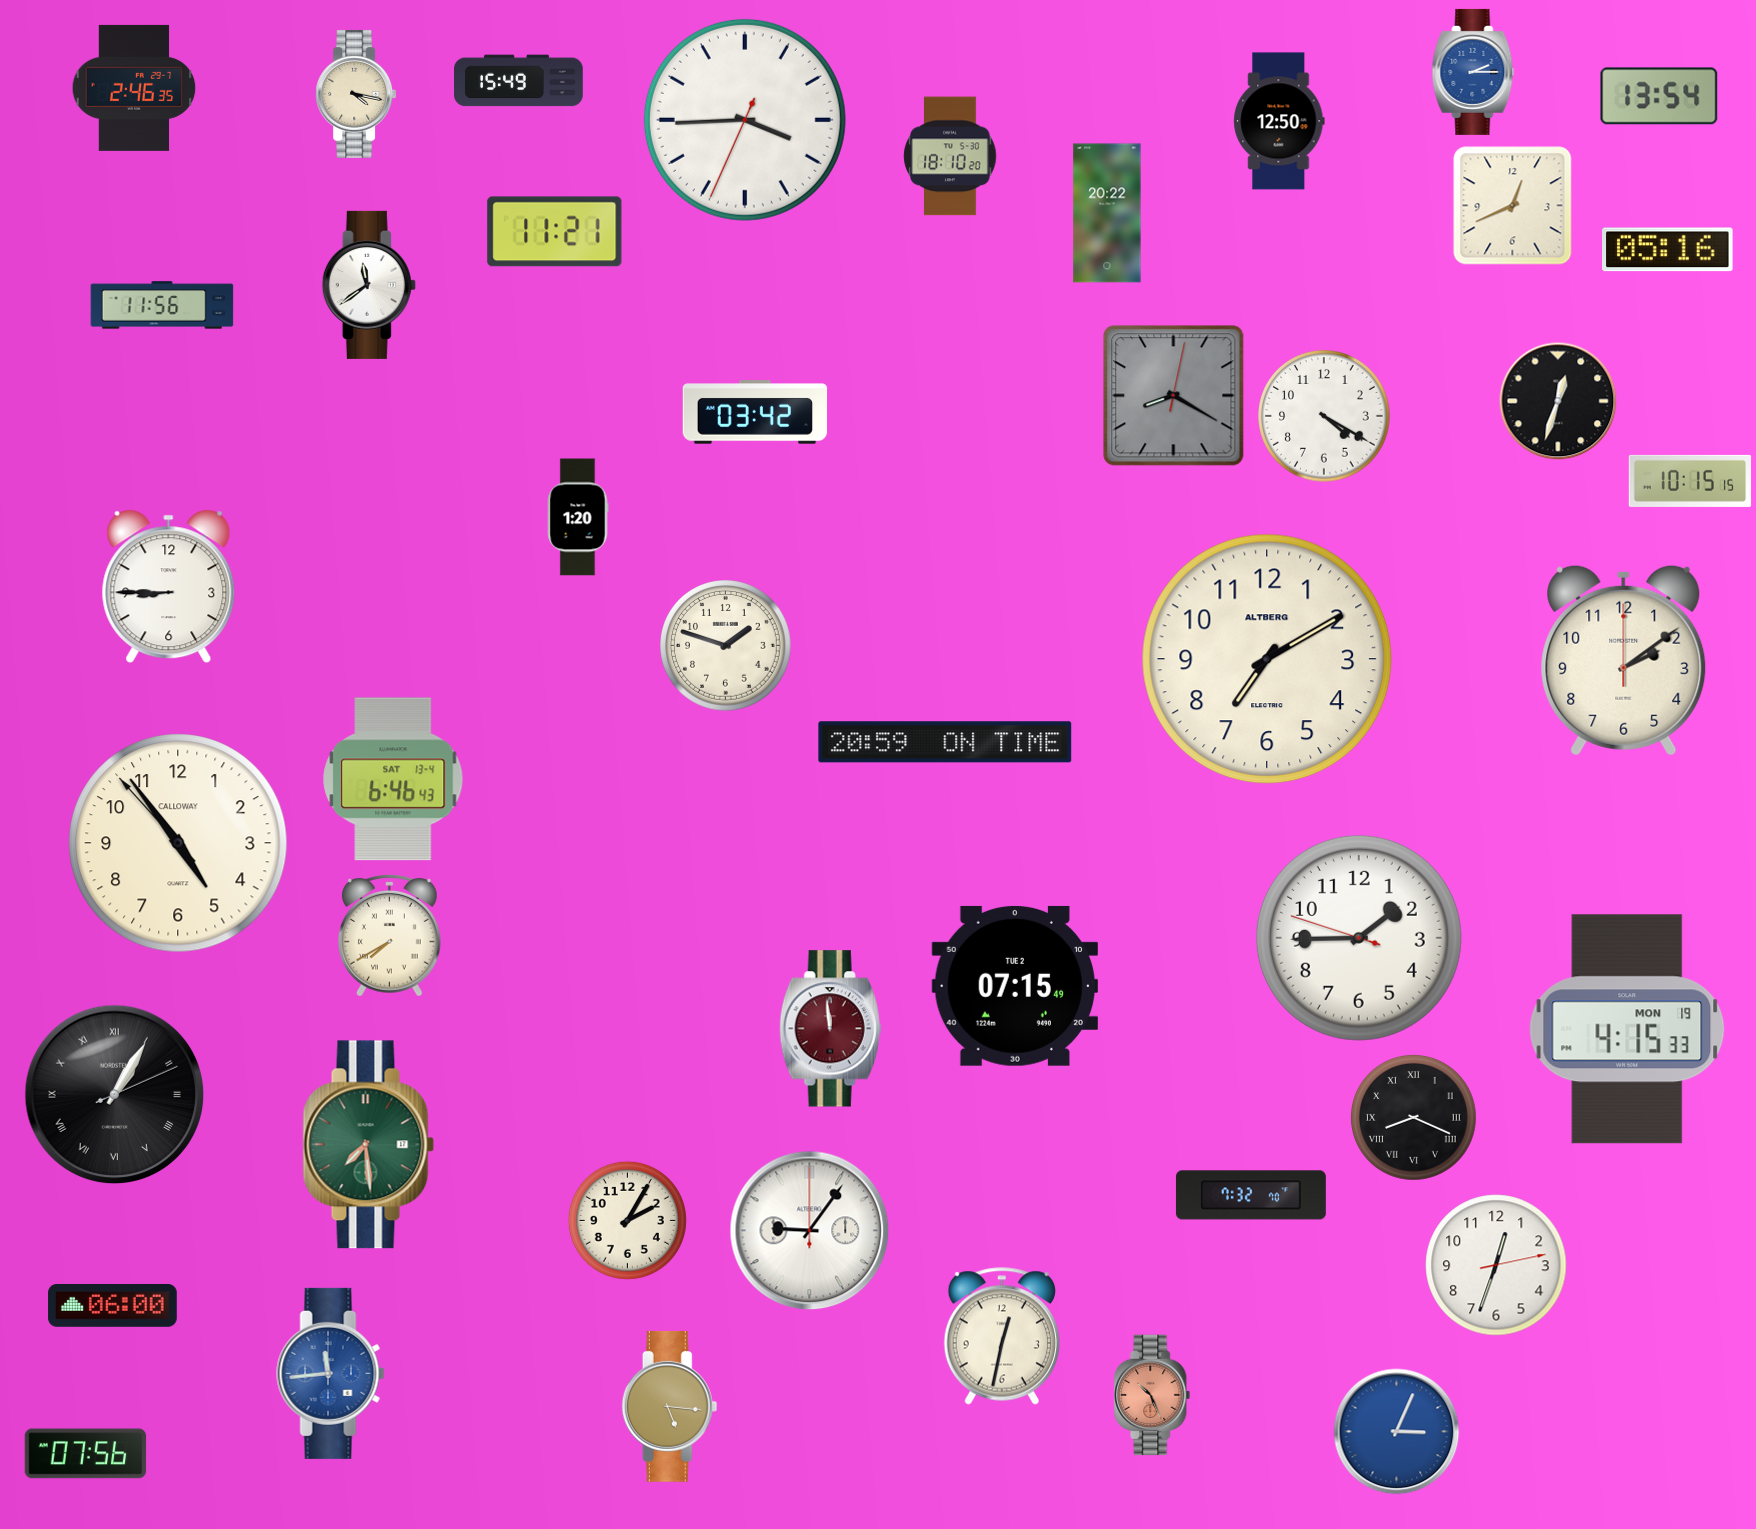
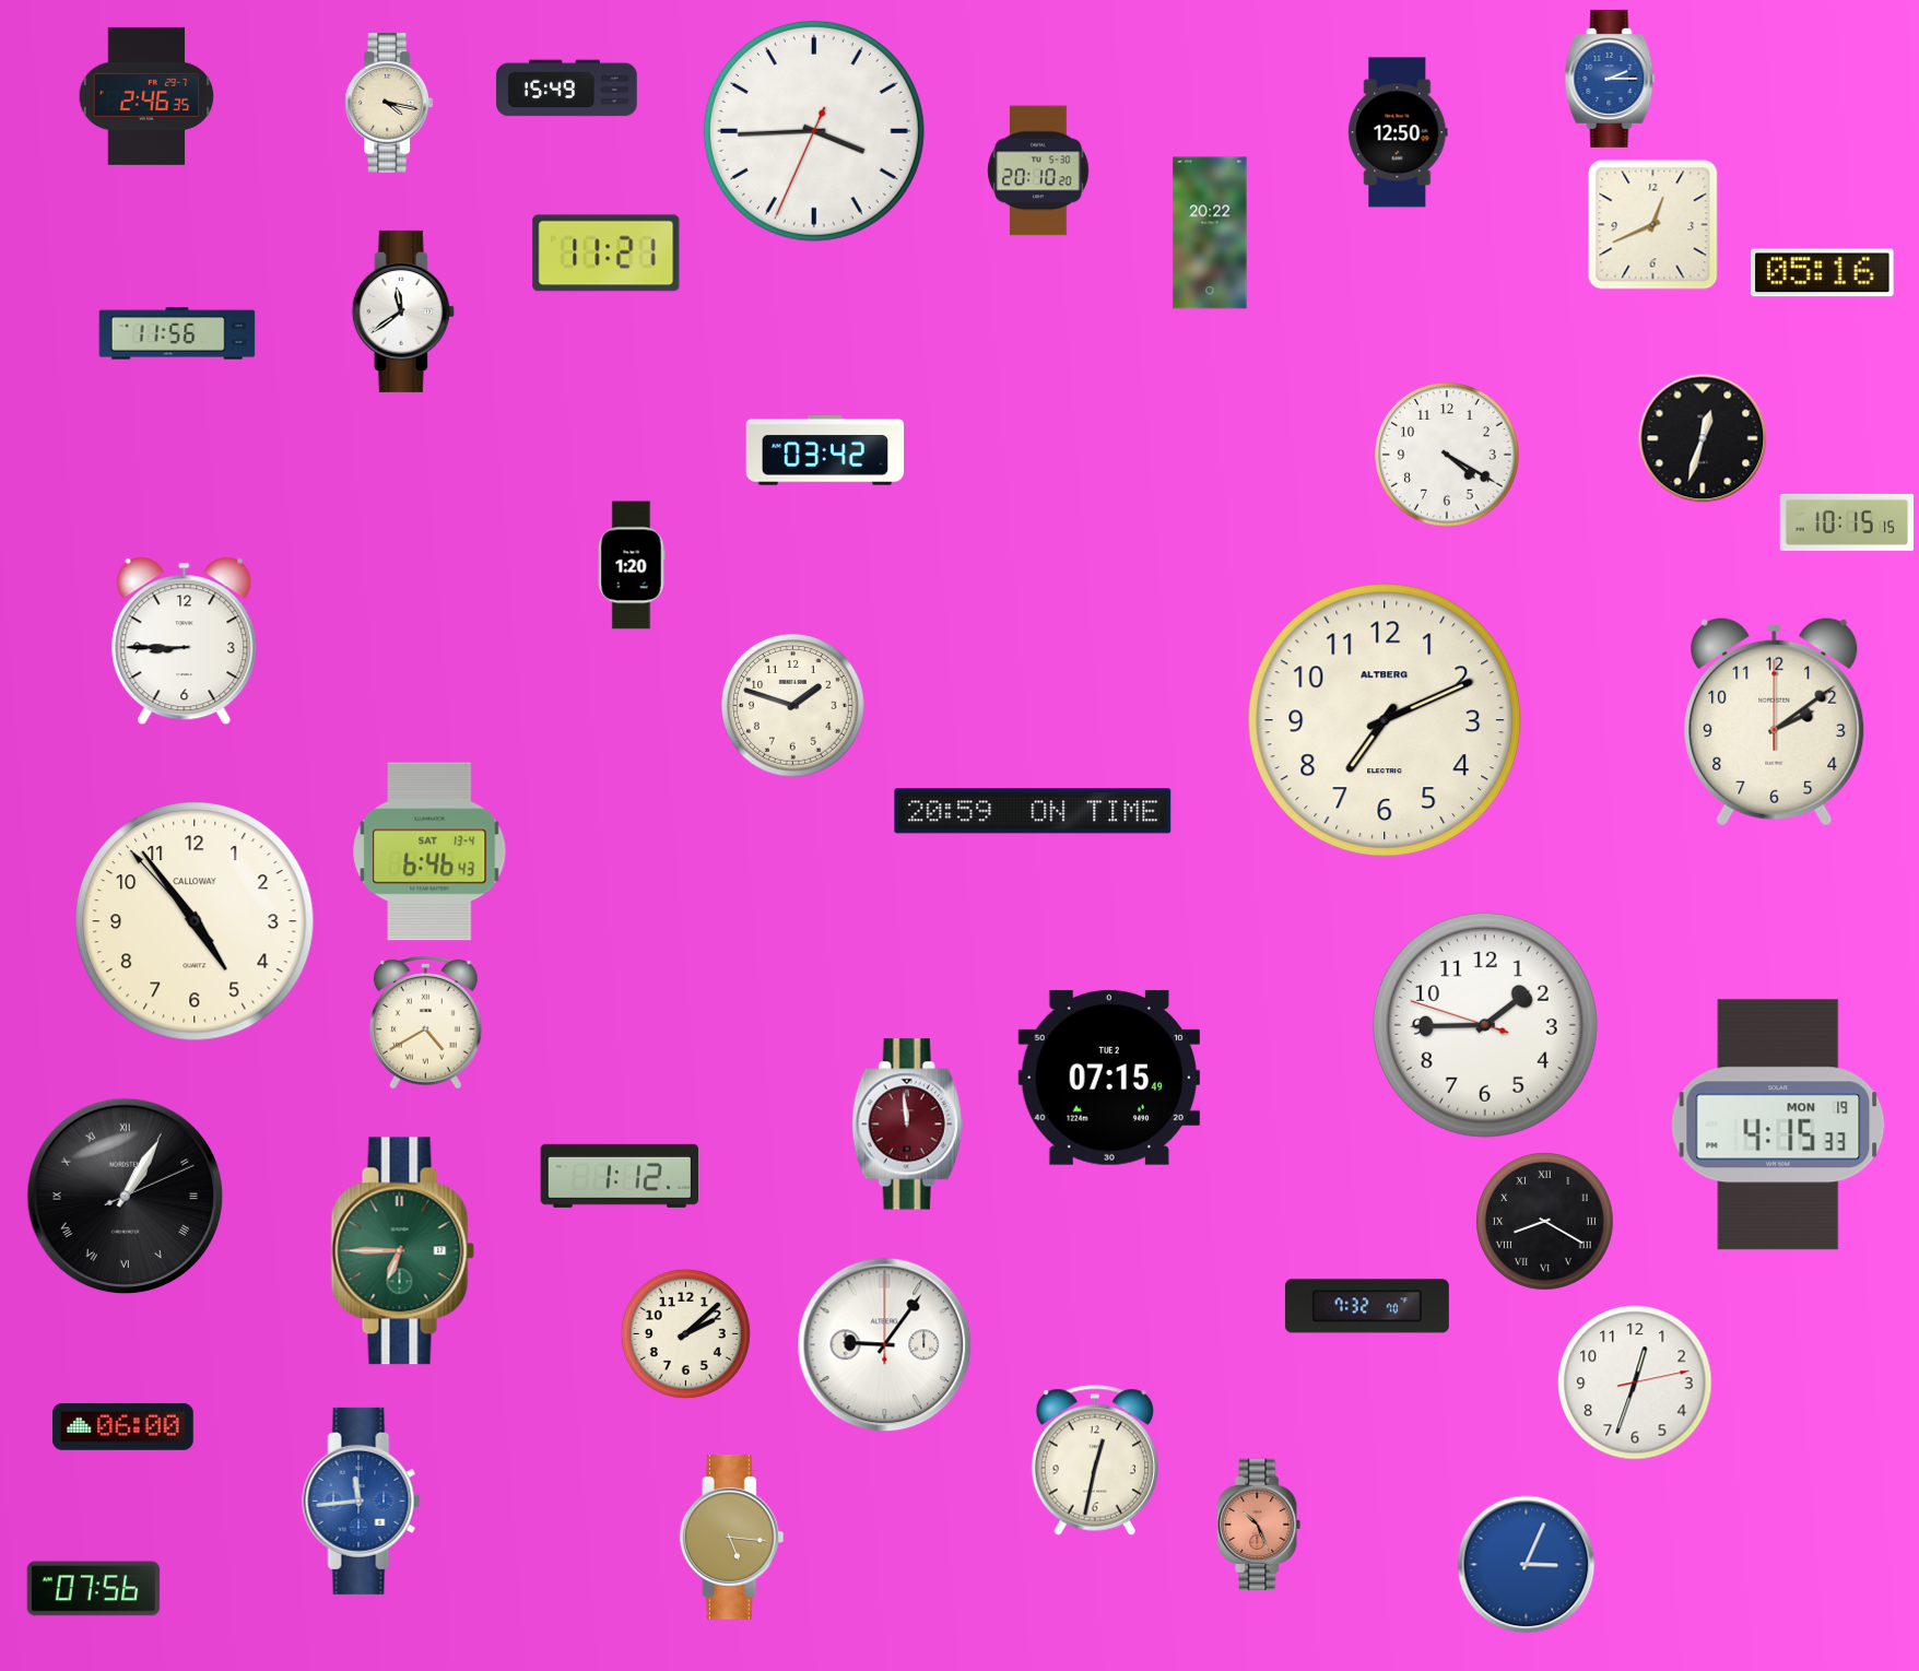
clock at (1659, 96): 13:54 -> none
clock at (950, 156): 18:10 -> 20:10
clock at (1174, 396): 8:20 -> none
clock at (1690, 481) position: (1690, 481) -> (1847, 522)
clock at (1267, 659): 7:10 -> 7:11
clock at (390, 936): 7:40 -> 4:40
clock at (620, 1176): none -> 1:12
clock at (1413, 1117): 8:19 -> 8:20
clock at (369, 1145): 7:29 -> 6:45
clock at (627, 1220): 2:05 -> 2:08
